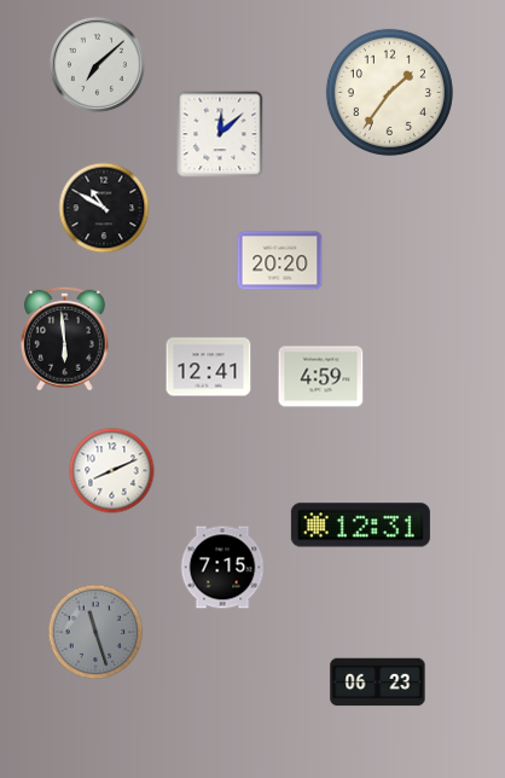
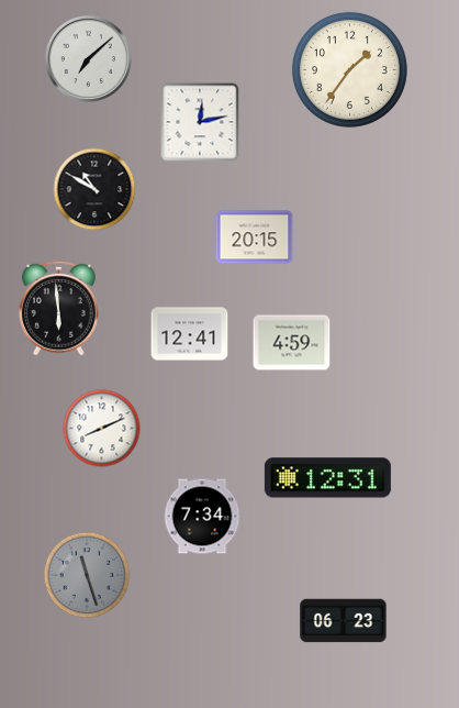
clock at (389, 92) position: (389, 92) -> (349, 69)
clock at (220, 134): 12:08 -> 12:13
clock at (280, 261): 20:20 -> 20:15
clock at (222, 568): 7:15 -> 7:34
